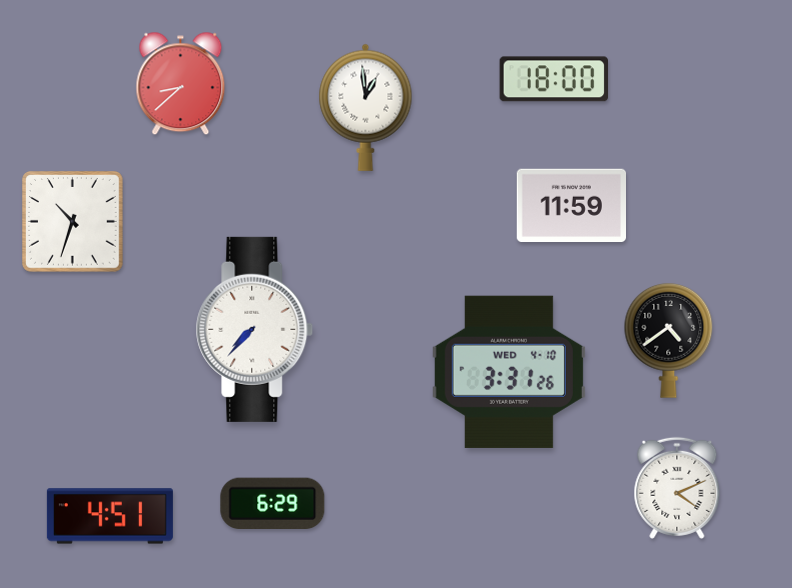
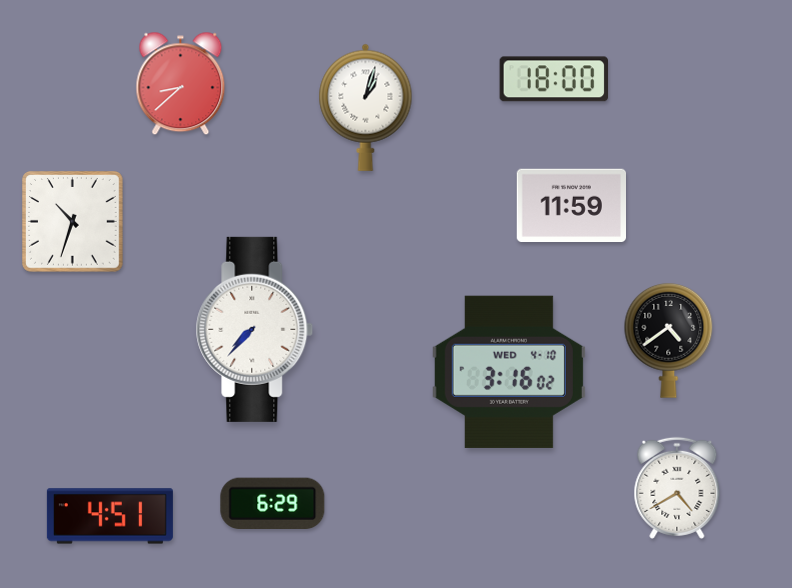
clock at (366, 107): 12:59 -> 1:03
clock at (509, 372): 3:31 -> 3:16
clock at (677, 488): 4:11 -> 4:40
